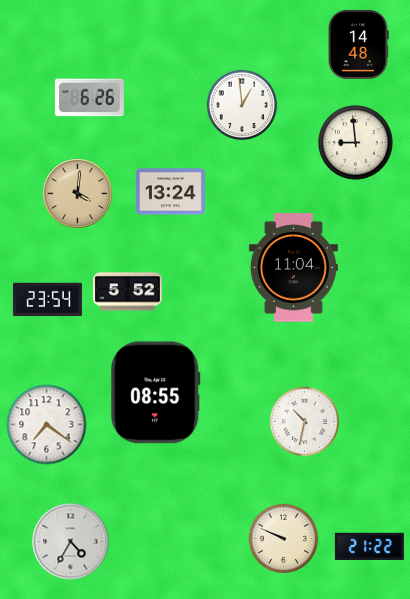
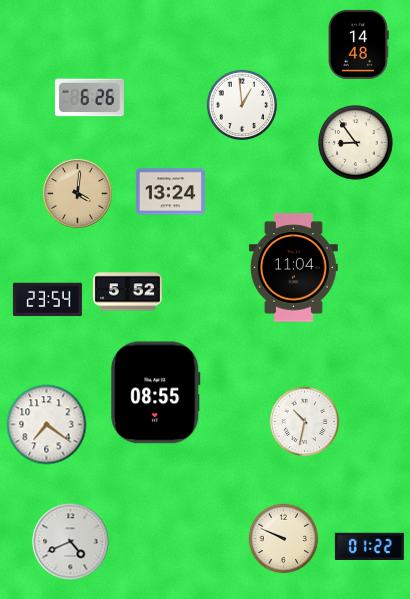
clock at (356, 143): 8:59 -> 8:54
clock at (71, 542): 4:35 -> 4:41
clock at (369, 546): 21:22 -> 01:22
